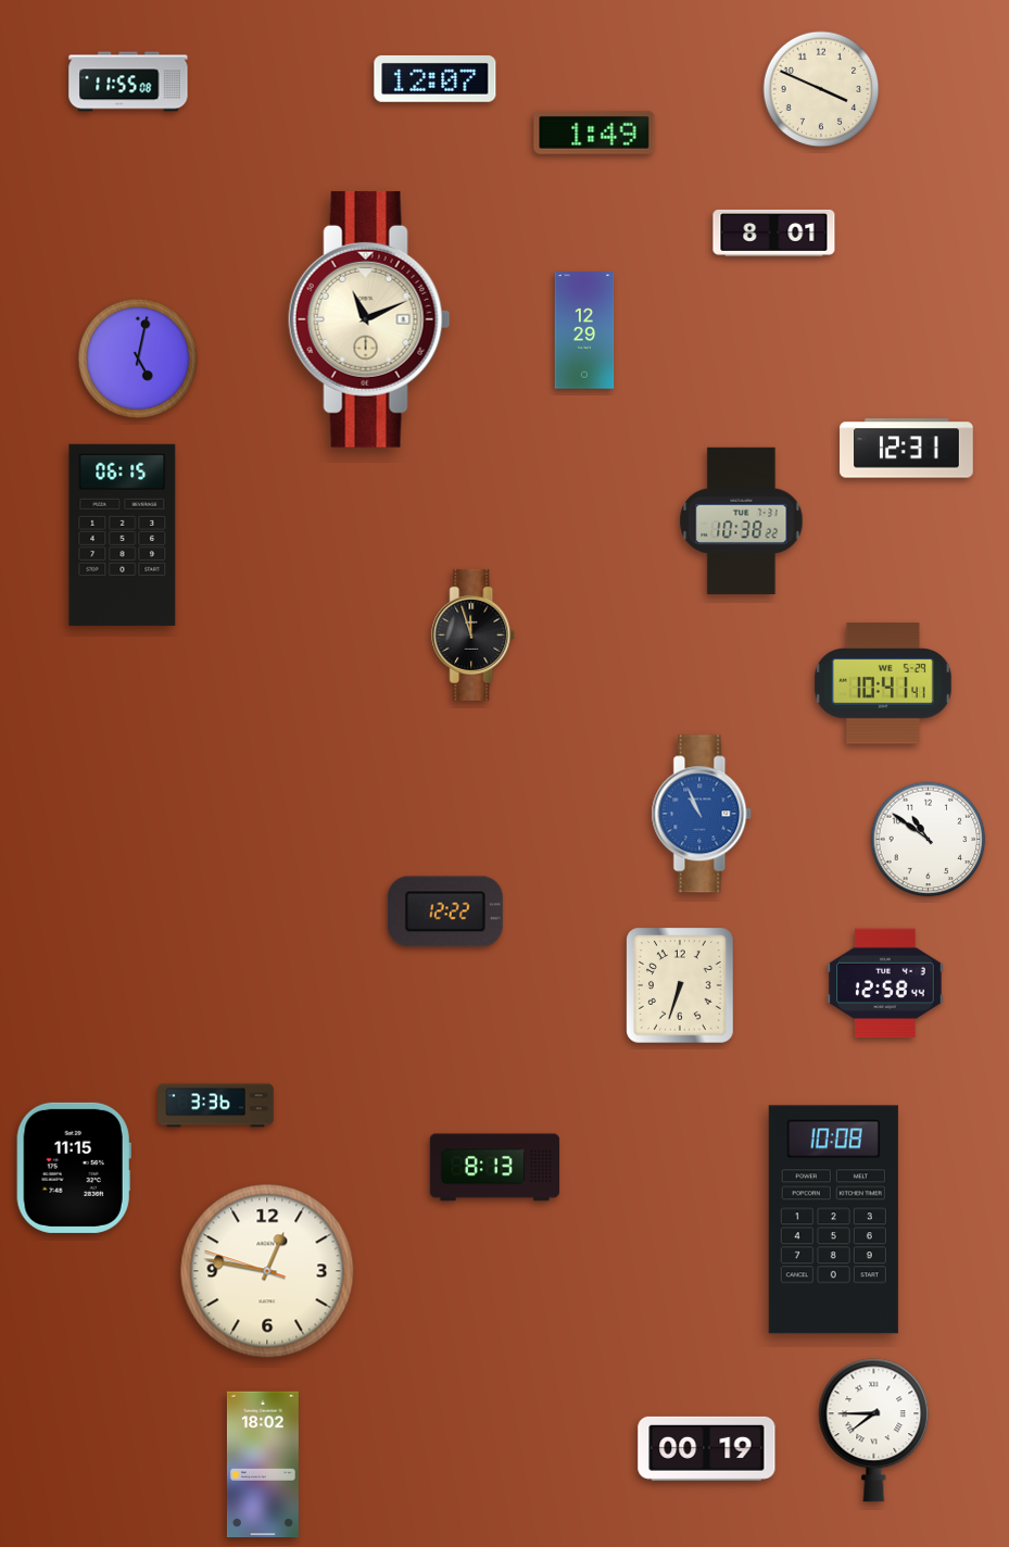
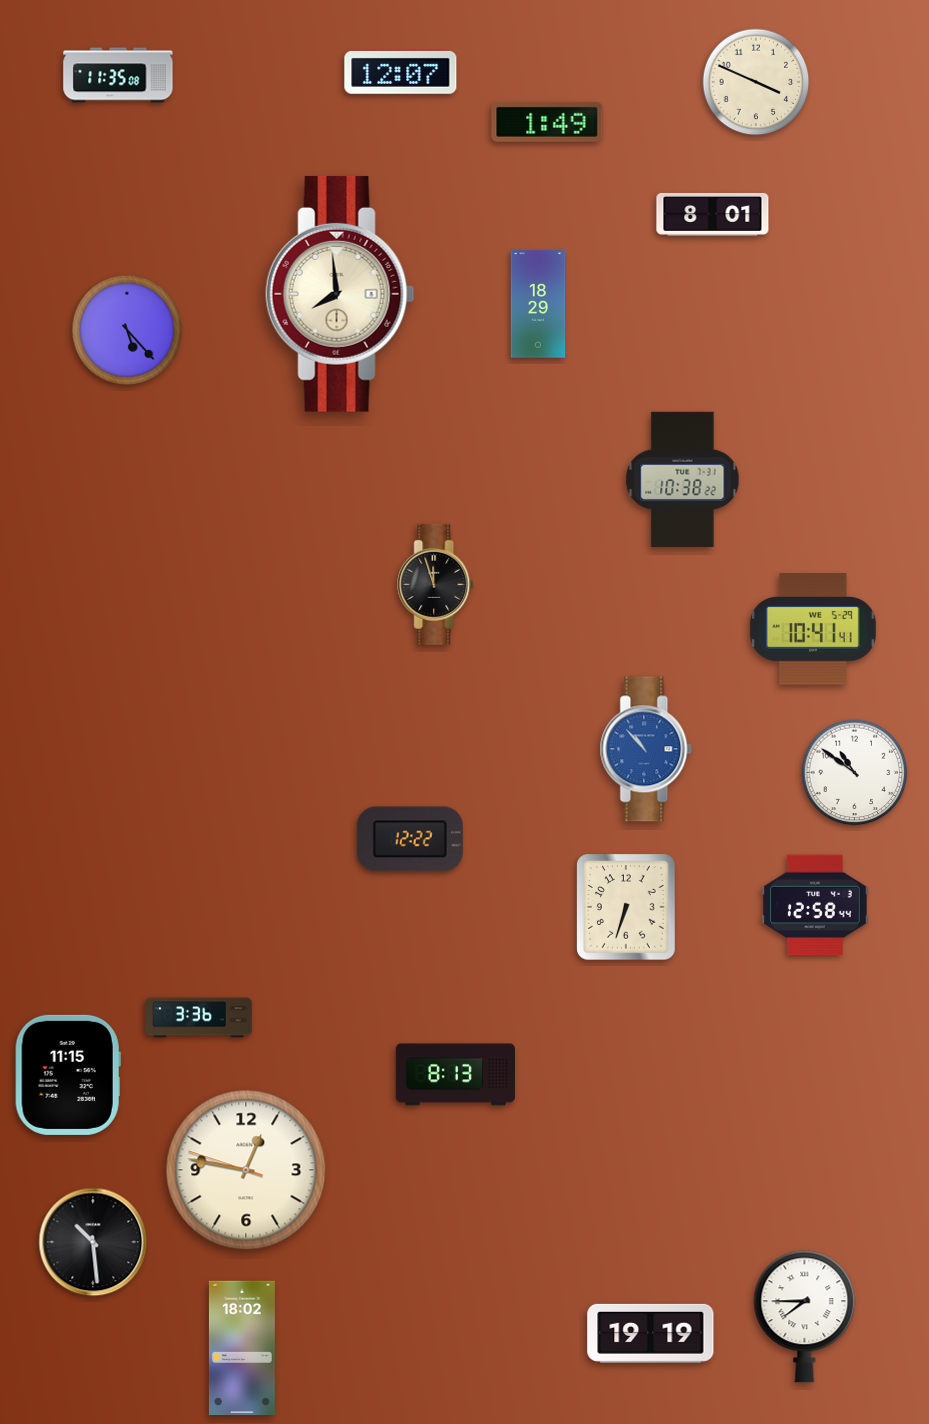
clock at (128, 81): 11:55 -> 11:35
clock at (369, 319): 11:11 -> 7:59
clock at (584, 330): 12:29 -> 18:29
clock at (138, 359): 5:02 -> 5:23
clock at (907, 449): 12:31 -> none
clock at (123, 534): 06:15 -> none
clock at (702, 814): 10:56 -> 10:53
clock at (833, 1220): 10:08 -> none
clock at (93, 1242): none -> 10:29
clock at (707, 1448): 00:19 -> 19:19
